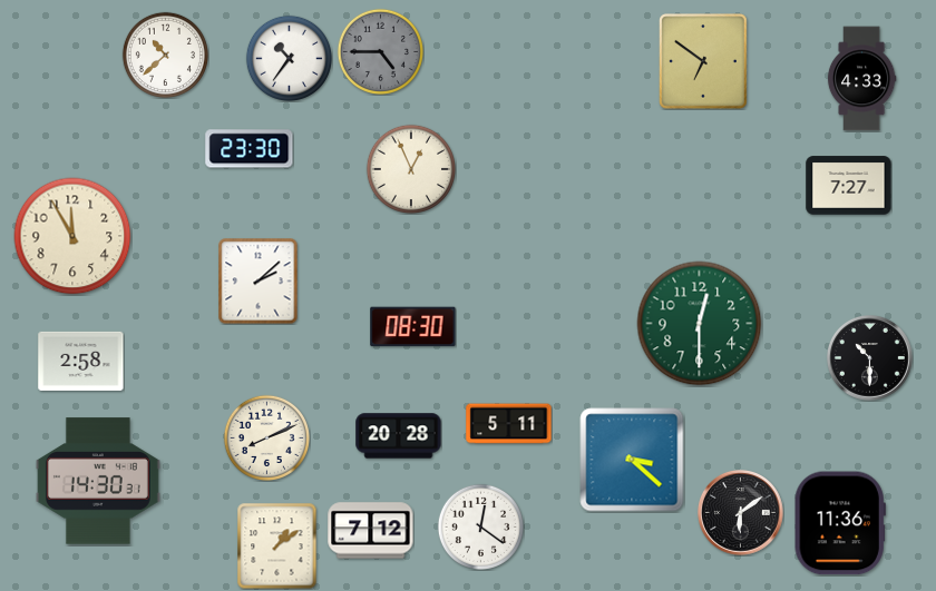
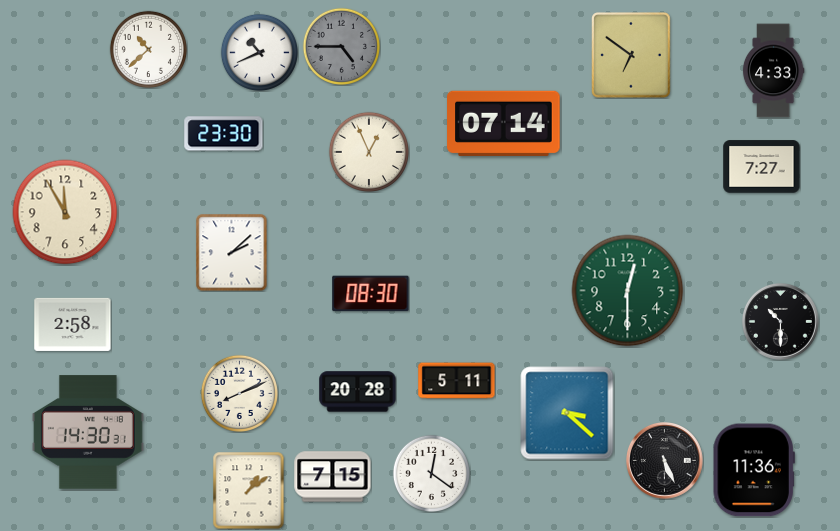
clock at (289, 58): 10:36 -> 10:41
clock at (504, 123): none -> 07:14
clock at (741, 513): 6:09 -> 5:26
clock at (371, 531): 7:12 -> 7:15
